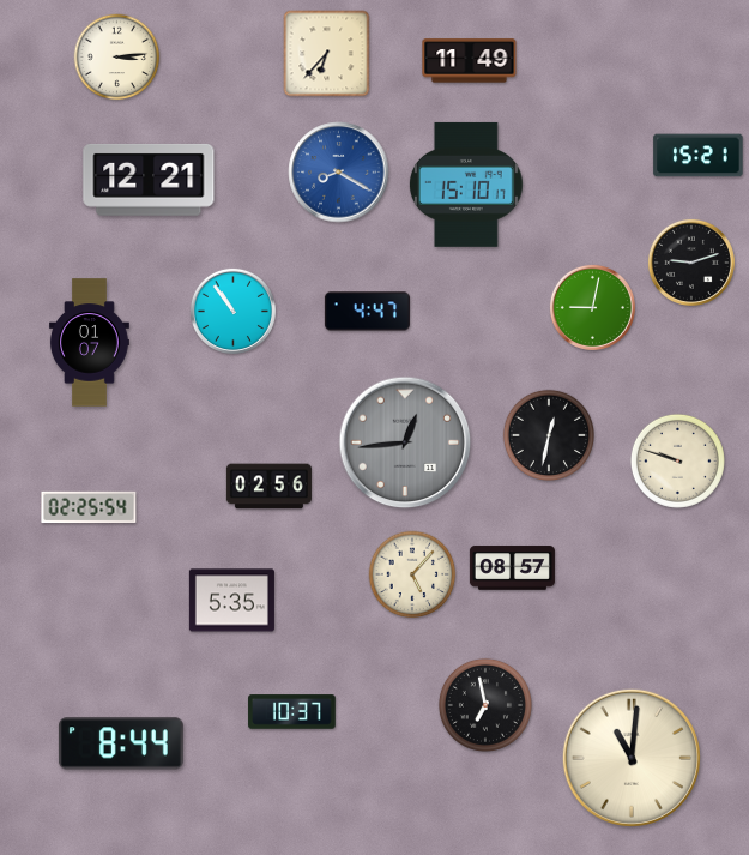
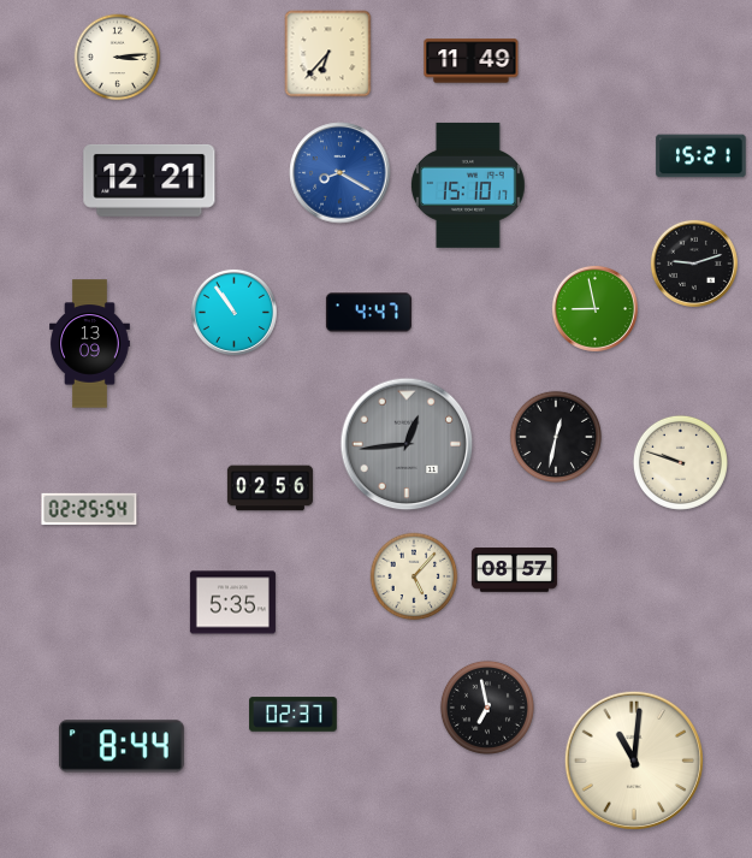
clock at (592, 307): 9:02 -> 8:58
clock at (90, 343): 01:07 -> 13:09
clock at (548, 434) position: (548, 434) -> (555, 436)
clock at (292, 712): 10:37 -> 02:37
